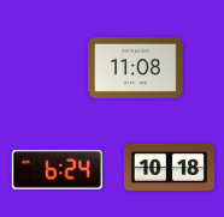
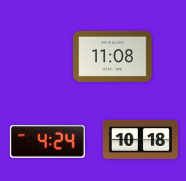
clock at (57, 170): 6:24 -> 4:24
